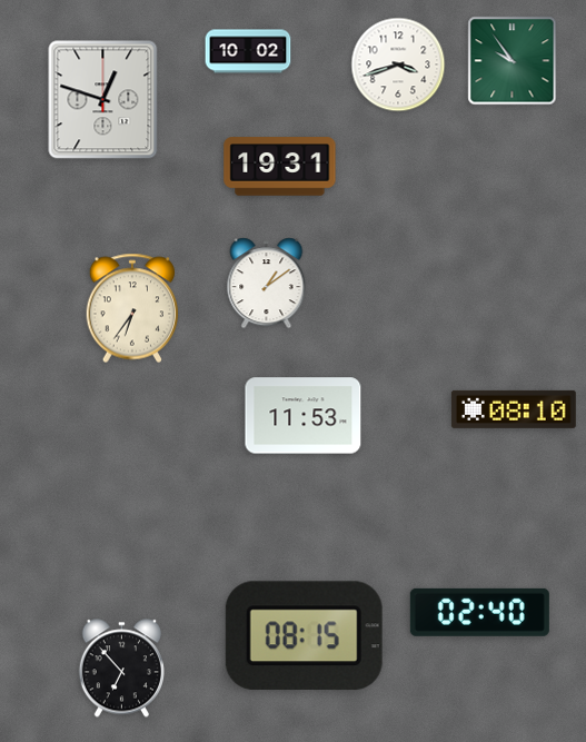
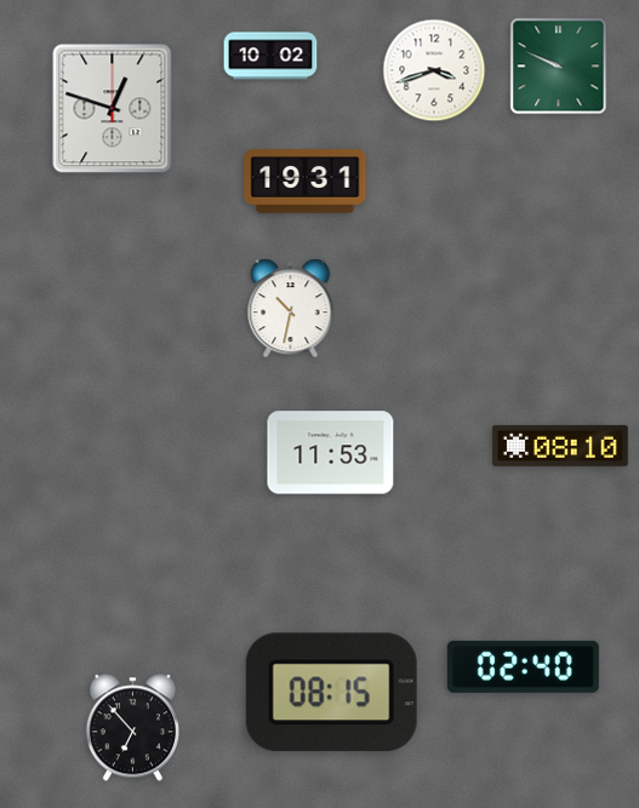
clock at (513, 61): 9:54 -> 9:49
clock at (267, 284): 1:09 -> 10:32
clock at (132, 308): 6:36 -> none
